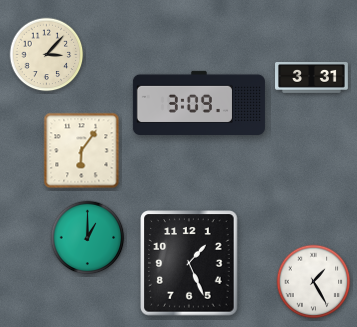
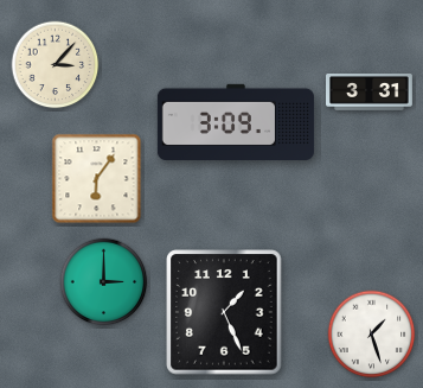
clock at (88, 238): 1:00 -> 3:00
clock at (314, 282): 1:25 -> 1:27
